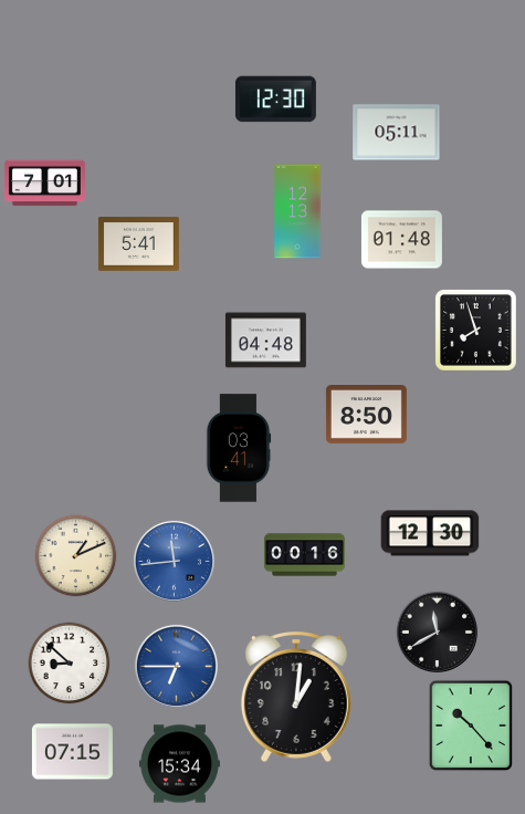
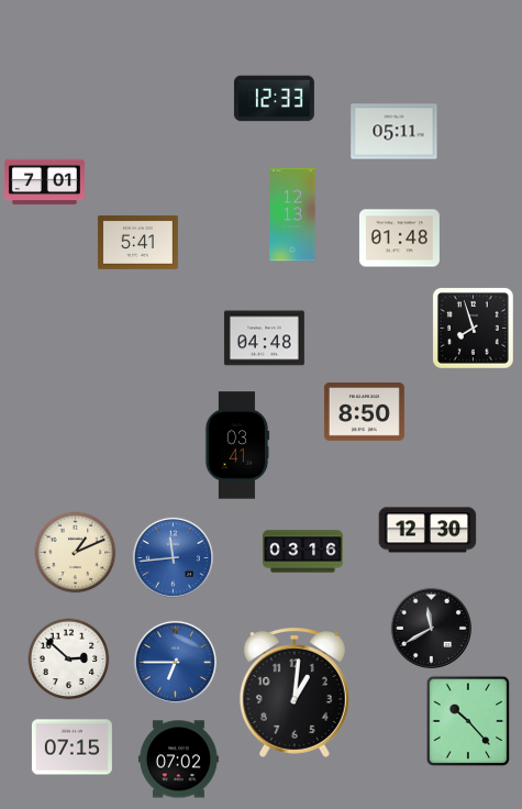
clock at (275, 100): 12:30 -> 12:33
clock at (297, 211) position: (297, 211) -> (292, 214)
clock at (304, 555): 00:16 -> 03:16
clock at (437, 632) position: (437, 632) -> (431, 628)
clock at (70, 664): 8:52 -> 2:52
clock at (179, 764): 15:34 -> 07:02
